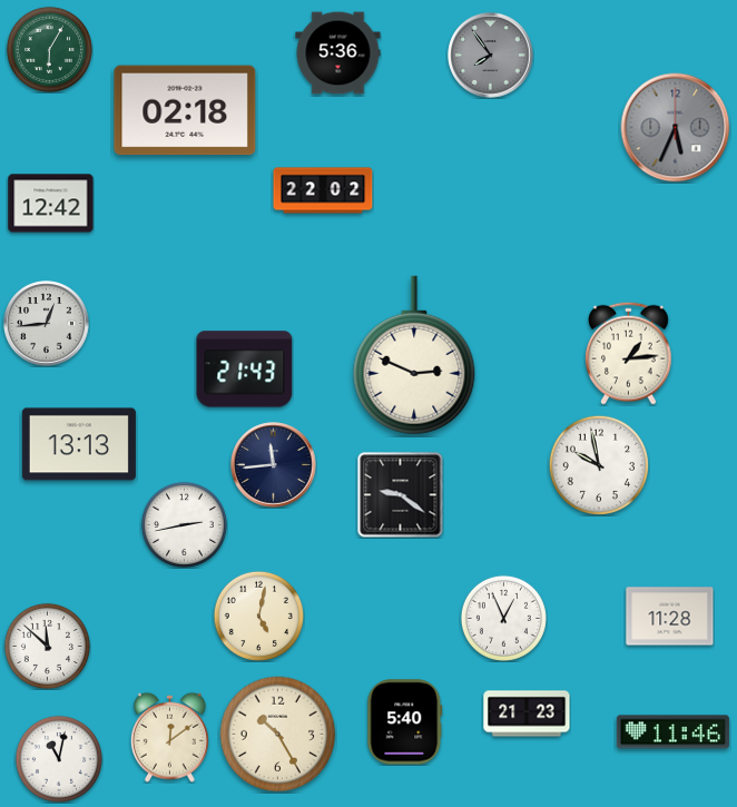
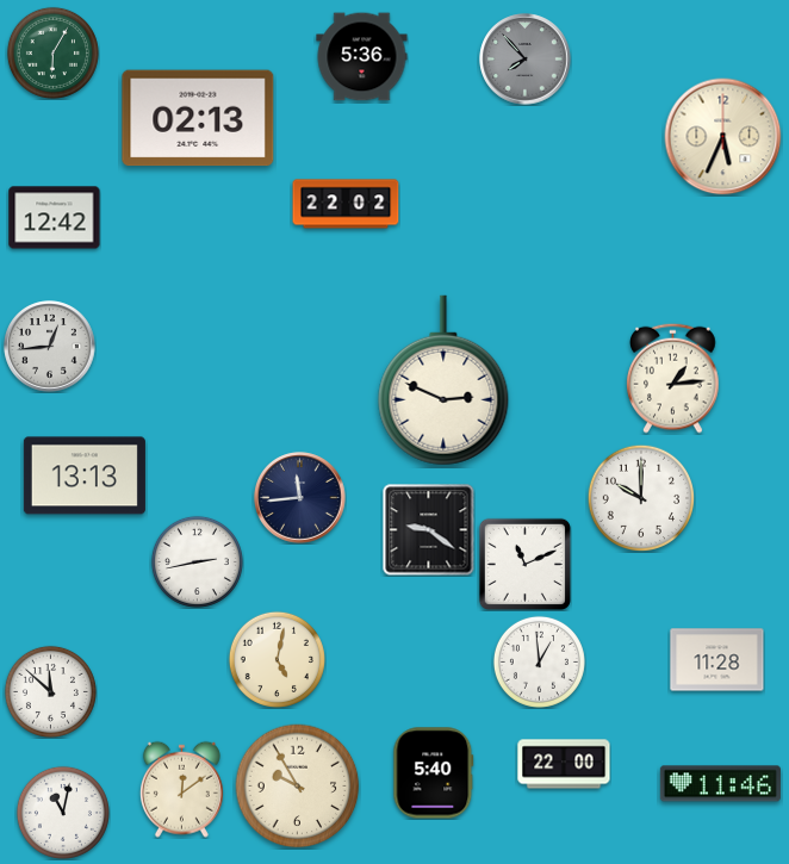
clock at (491, 56): 7:54 -> 7:53
clock at (185, 110): 02:18 -> 02:13
clock at (676, 128) dial: grey -> cream
clock at (245, 370): 21:43 -> none
clock at (274, 465) position: (274, 465) -> (300, 498)
clock at (599, 465): 9:58 -> 10:00
clock at (524, 564): none -> 11:11
clock at (503, 618): 12:56 -> 12:59
clock at (527, 713): 21:23 -> 22:00
clock at (278, 735): 10:25 -> 9:55
